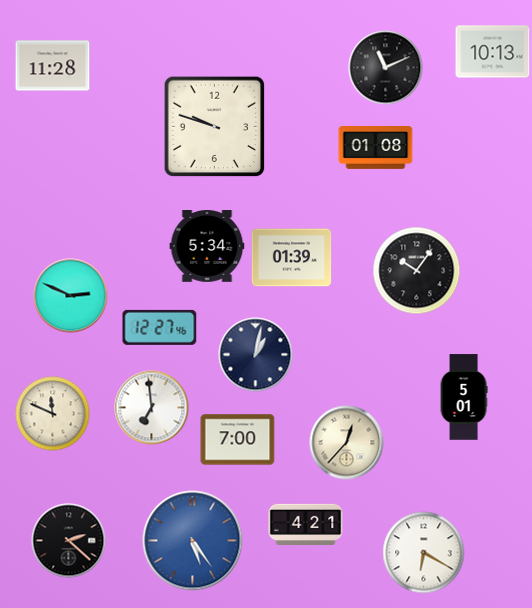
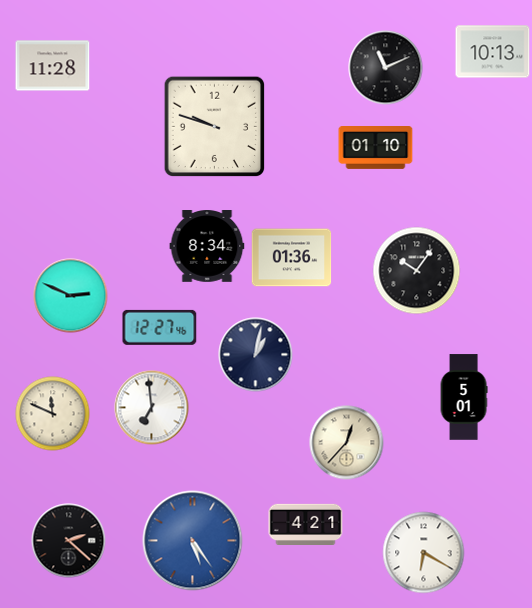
clock at (376, 148): 01:08 -> 01:10
clock at (207, 247): 5:34 -> 8:34
clock at (292, 258): 01:39 -> 01:36
clock at (238, 440): 7:00 -> none
